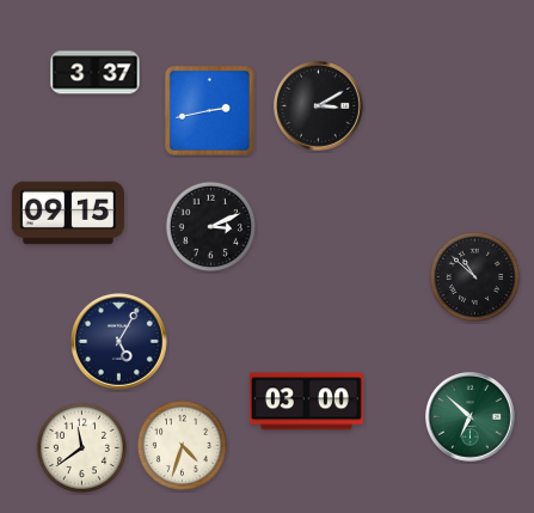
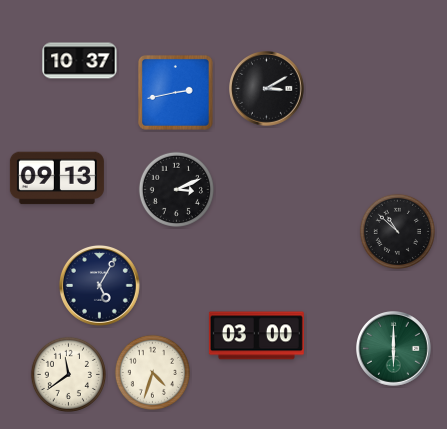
clock at (96, 73): 3:37 -> 10:37
clock at (68, 213): 09:15 -> 09:13
clock at (471, 417): 6:52 -> 6:00
